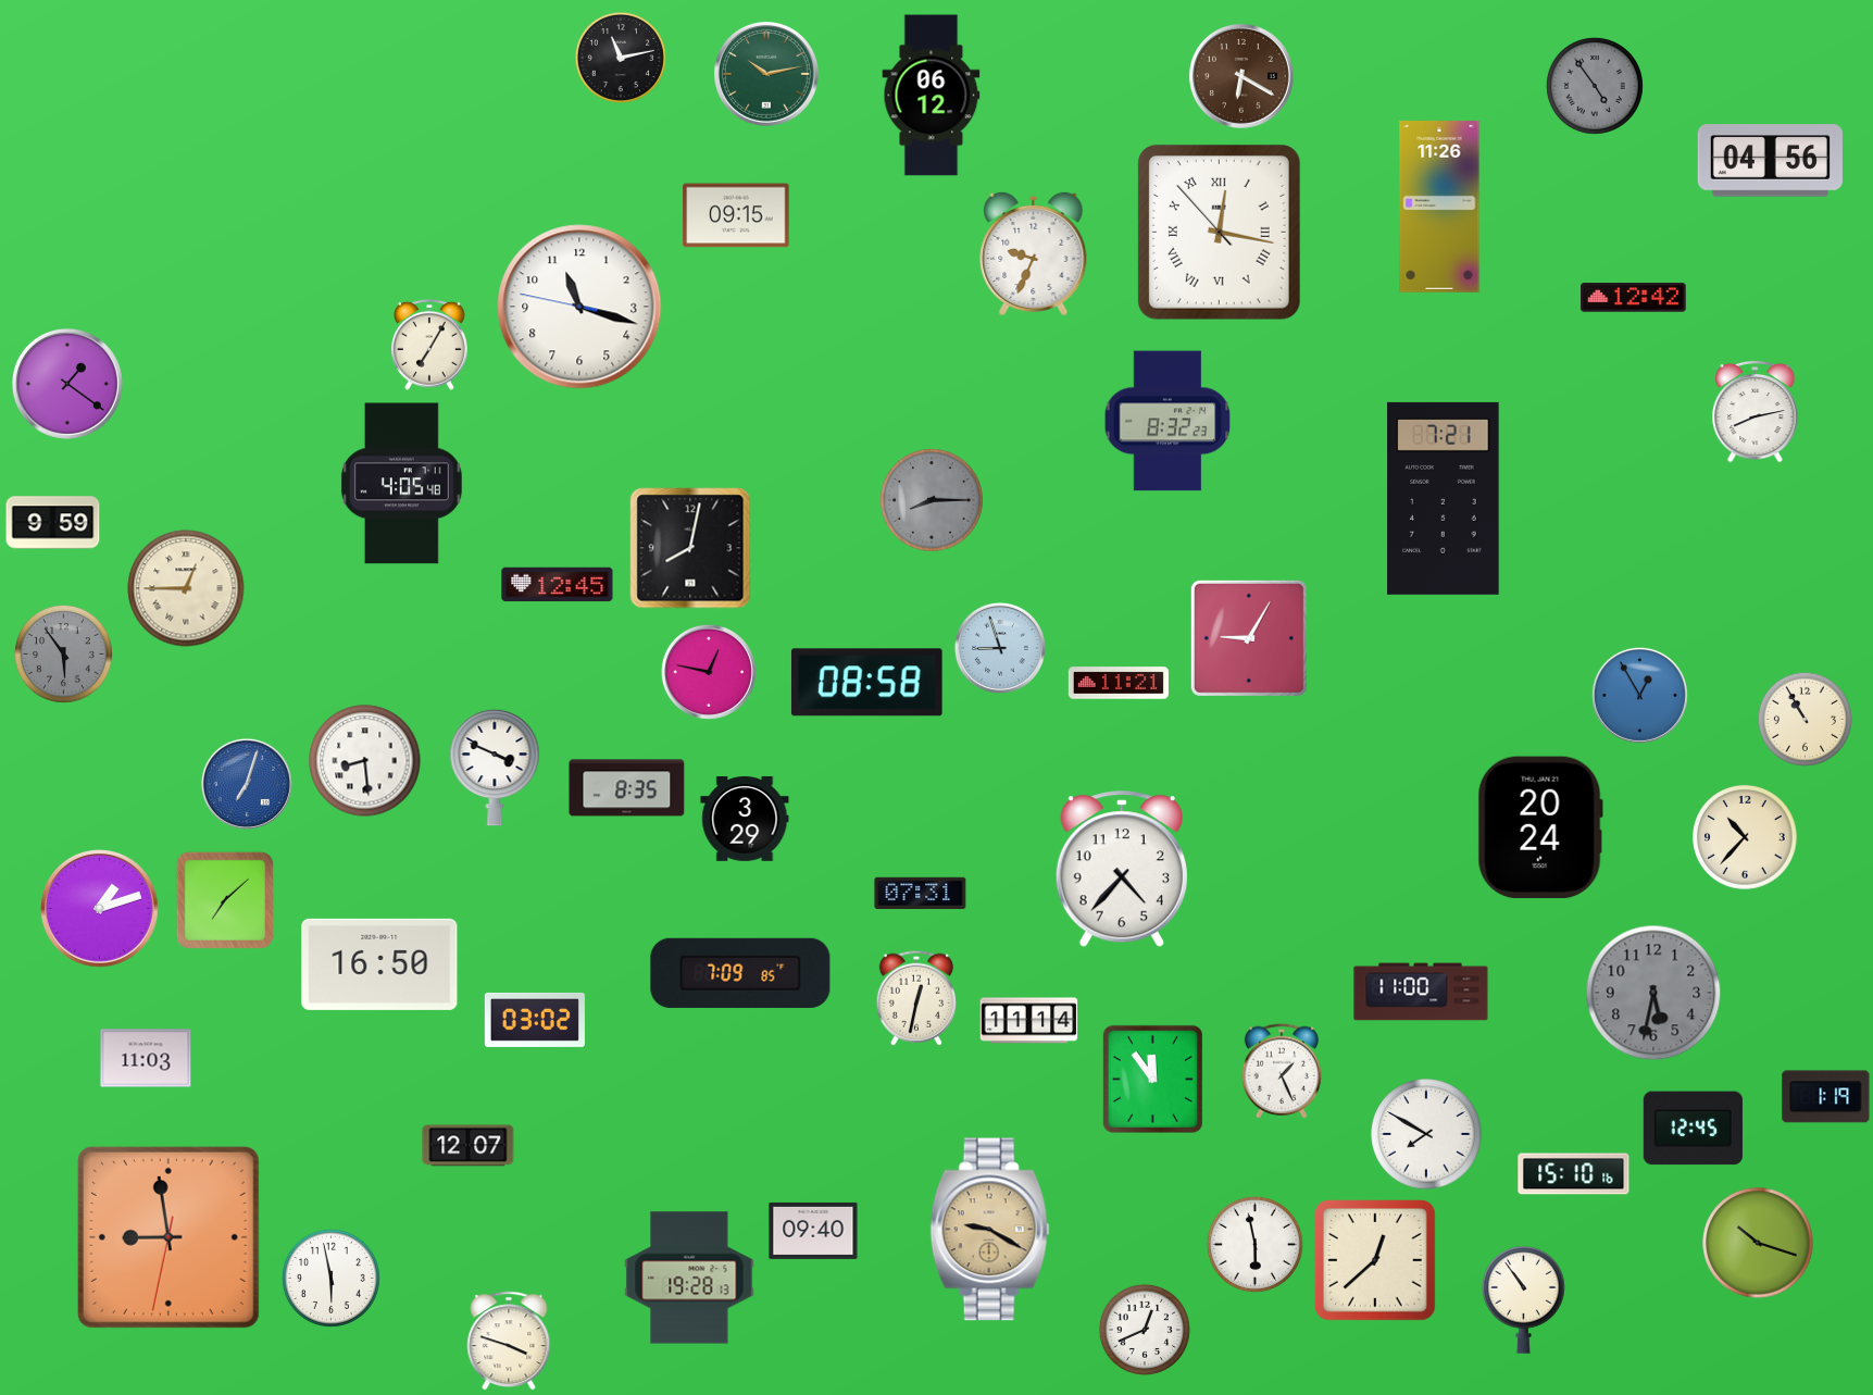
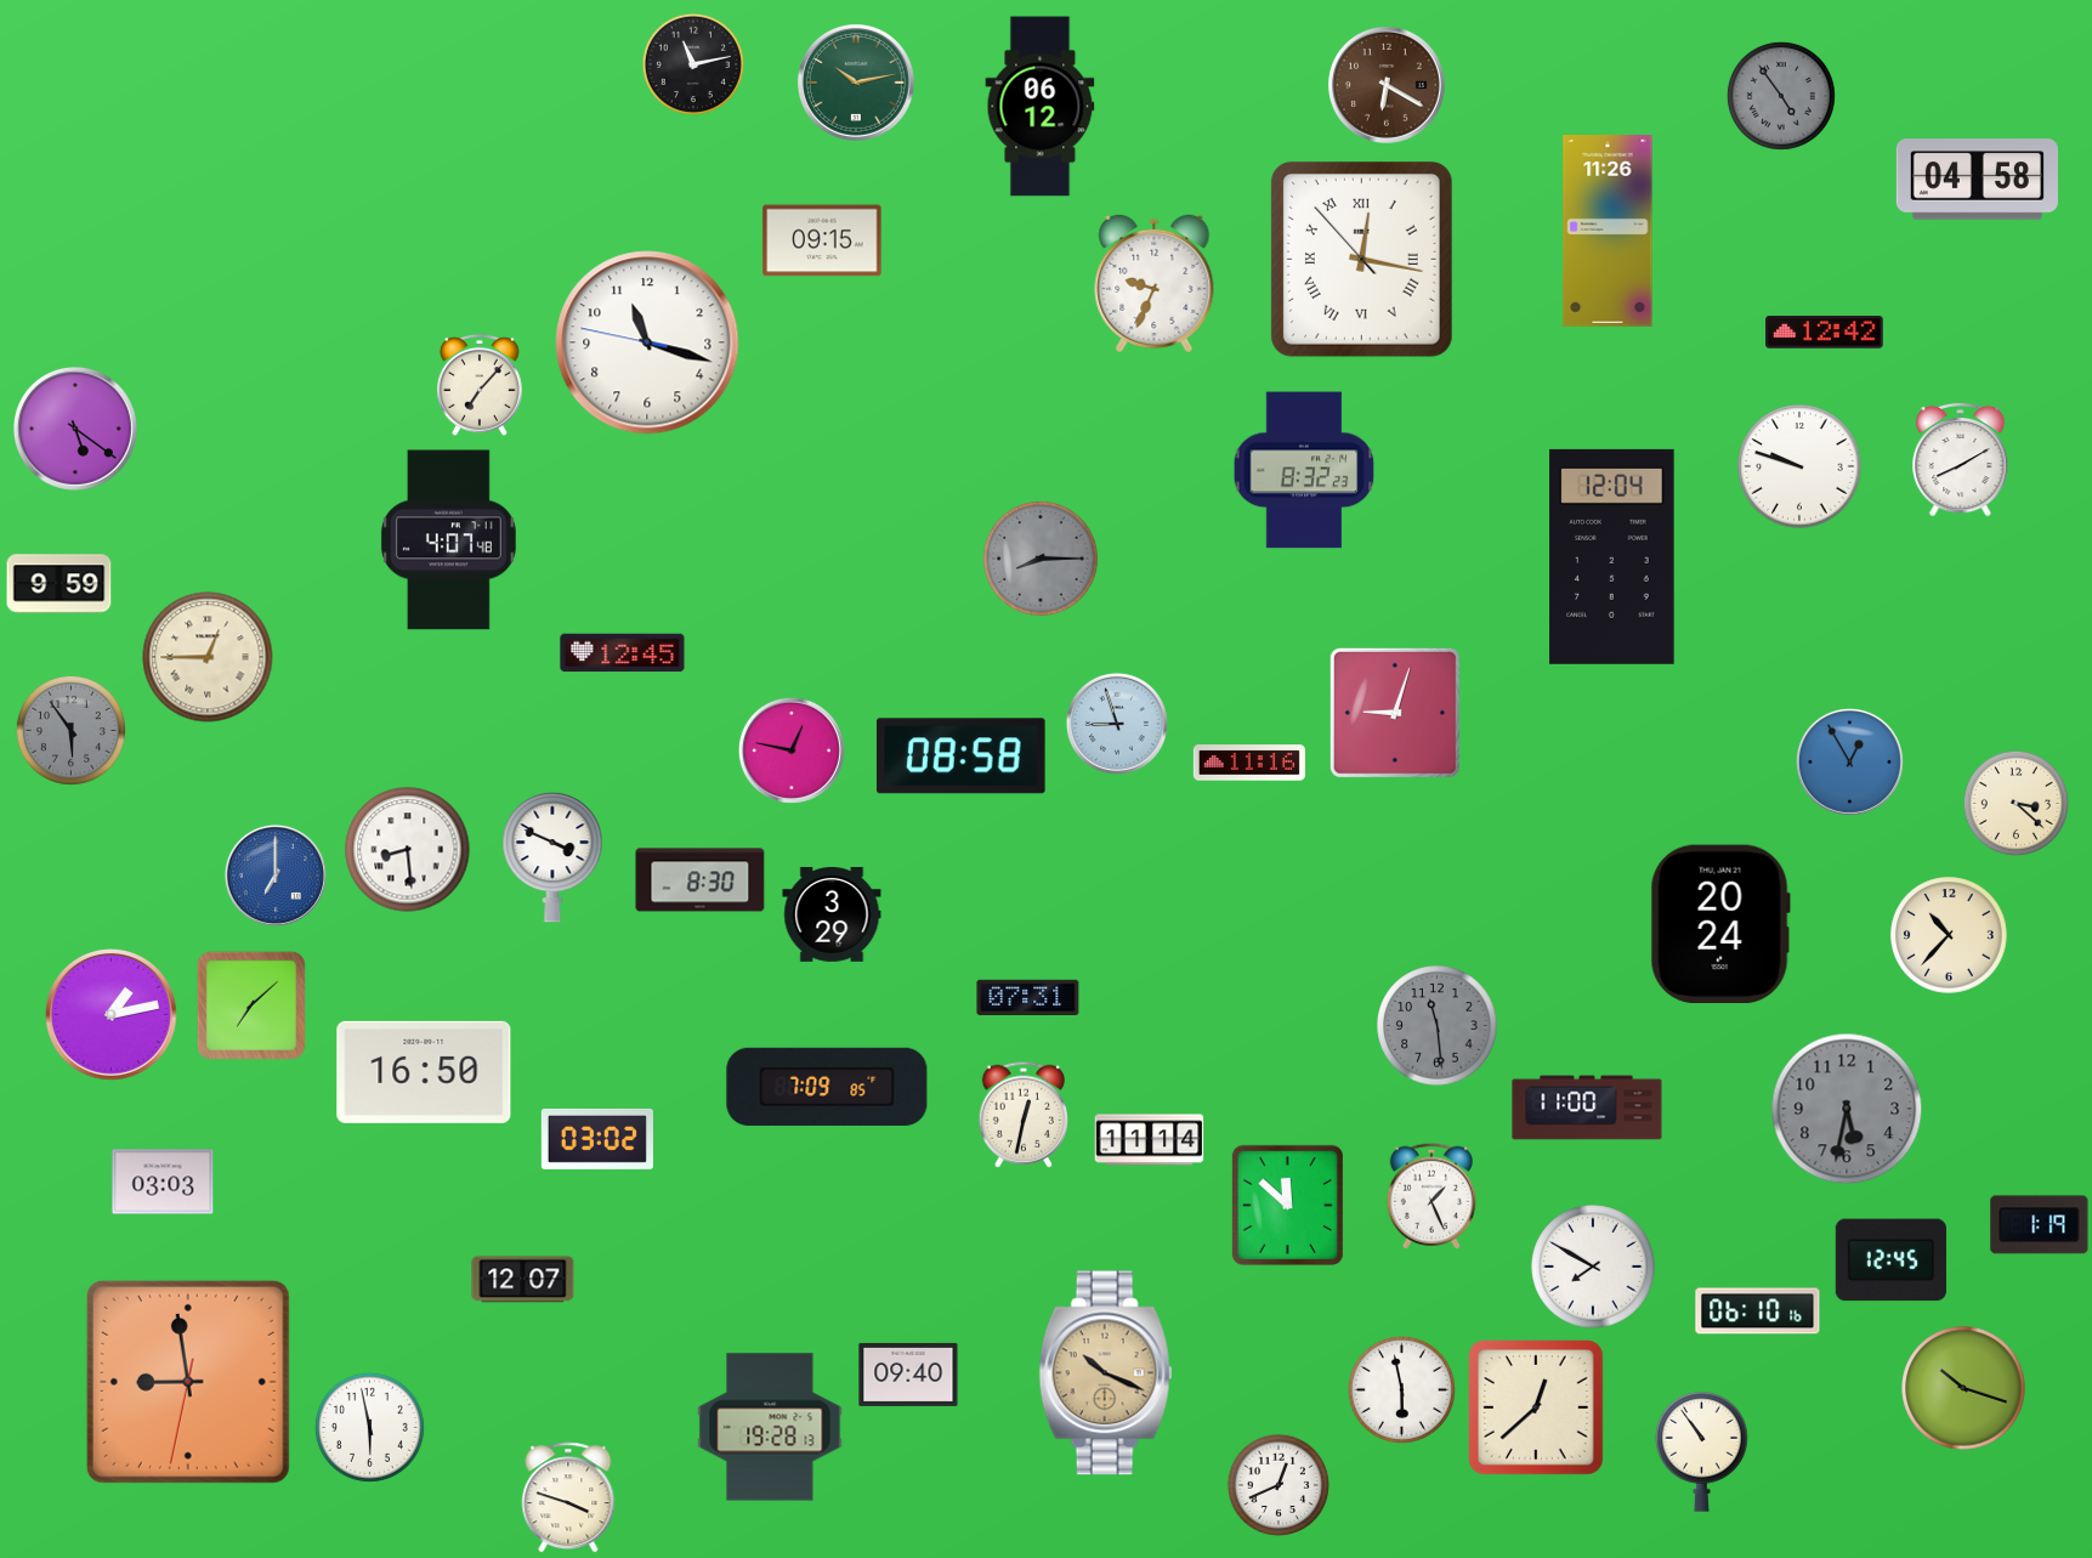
clock at (1770, 161): 04:56 -> 04:58
clock at (430, 345): 7:05 -> 7:07
clock at (68, 385): 1:21 -> 5:21
clock at (1756, 411): 8:13 -> 8:10
clock at (1799, 466): none -> 9:48
clock at (401, 484): 4:05 -> 4:07
clock at (1444, 498): 7:21 -> 12:04
clock at (690, 548): 8:02 -> none
clock at (1249, 638): 9:05 -> 9:03
clock at (866, 683) position: (866, 683) -> (960, 757)
clock at (1119, 683): 11:21 -> 11:16
clock at (1639, 695) position: (1639, 695) -> (1849, 761)
clock at (1805, 719): 10:55 -> 3:22
clock at (247, 784): 7:03 -> 7:00
clock at (627, 788): 8:35 -> 8:30
clock at (1122, 870): 4:37 -> none
clock at (100, 909): 1:12 -> 1:13
clock at (1438, 1026): none -> 11:29
clock at (379, 964) position: (379, 964) -> (424, 1072)
clock at (146, 1058): 11:03 -> 03:03
clock at (1152, 1079): 11:54 -> 11:52
clock at (1574, 1174): 15:10 -> 06:10
clock at (990, 1230): 9:20 -> 10:19
